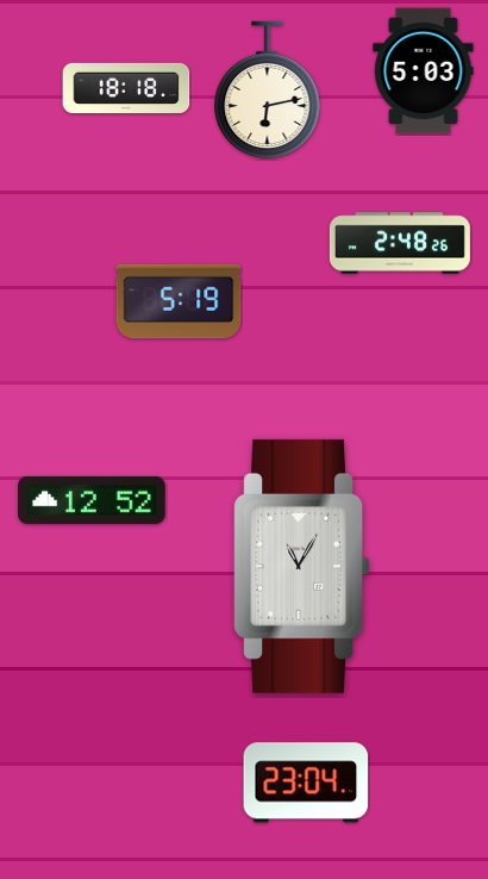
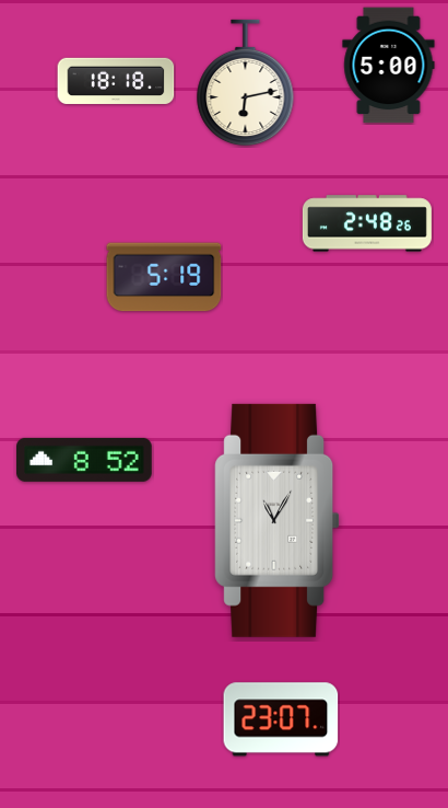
clock at (424, 71): 5:03 -> 5:00
clock at (93, 500): 12:52 -> 8:52
clock at (306, 783): 23:04 -> 23:07
